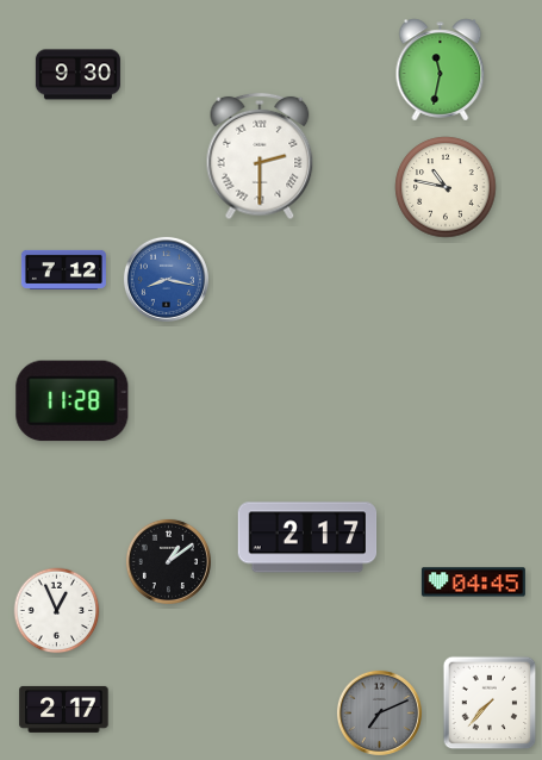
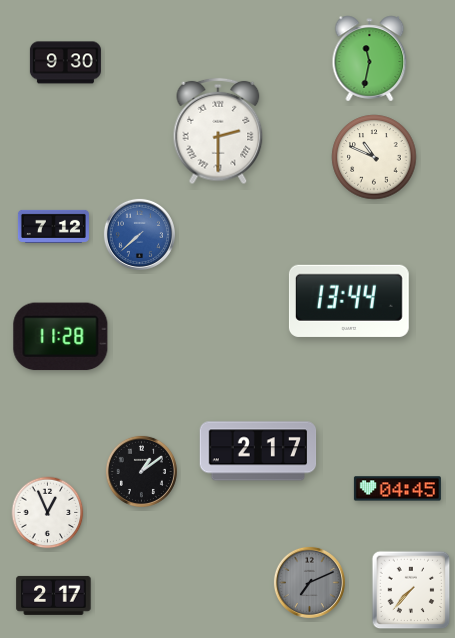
clock at (446, 187): 10:47 -> 10:49
clock at (166, 279): 8:17 -> 7:38
clock at (349, 301): none -> 13:44
clock at (379, 712) position: (379, 712) -> (309, 582)
